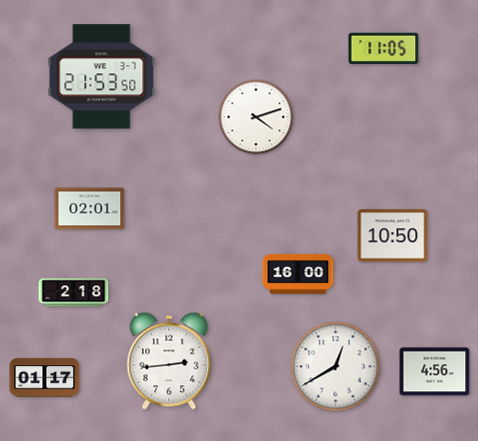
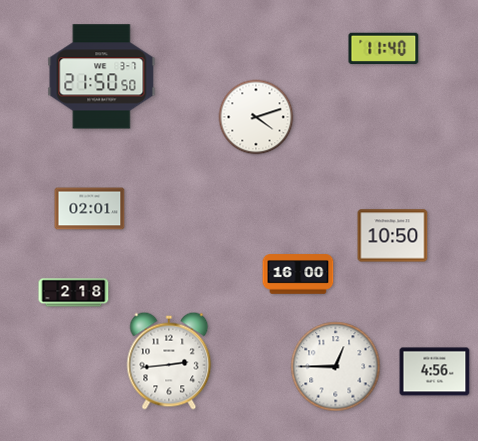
clock at (384, 49): 11:05 -> 11:40
clock at (102, 77): 21:53 -> 21:50
clock at (336, 367): 12:40 -> 12:45
clock at (45, 378): 01:17 -> none
